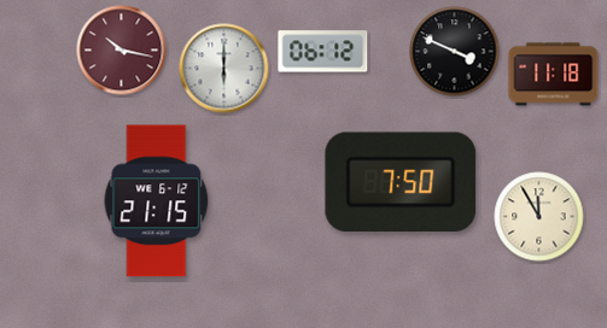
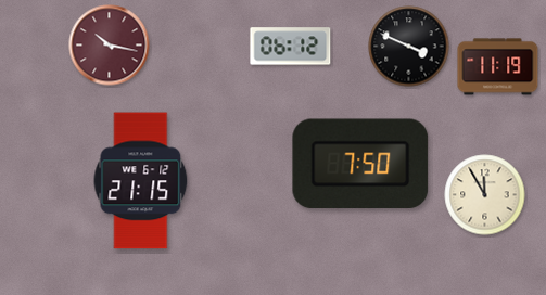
clock at (224, 69): 6:00 -> none
clock at (554, 75): 11:18 -> 11:19
